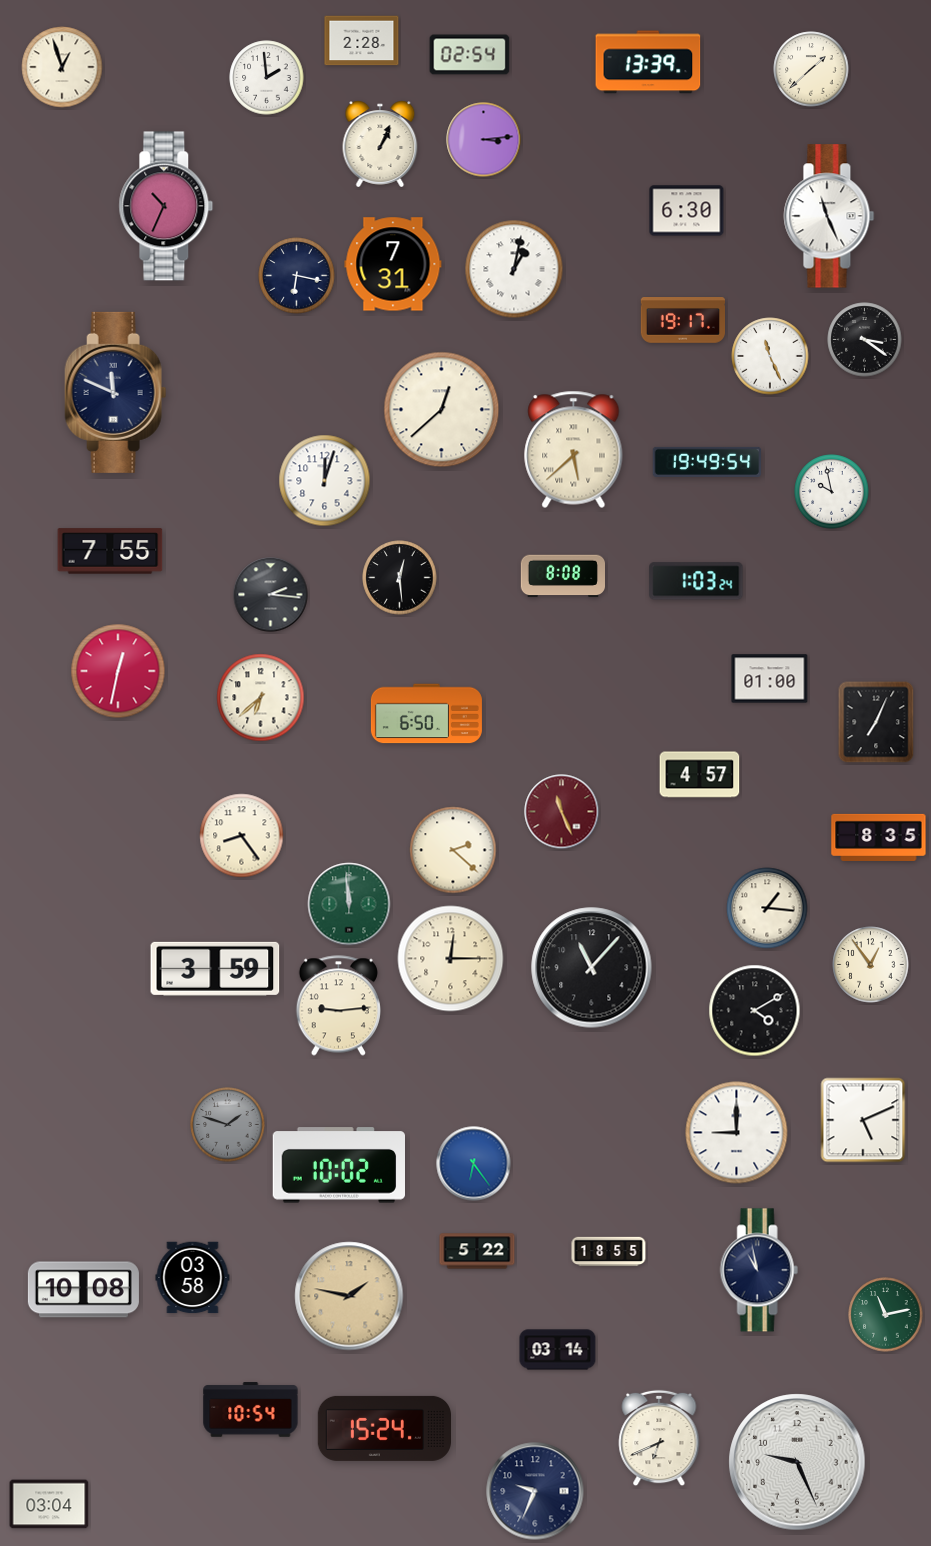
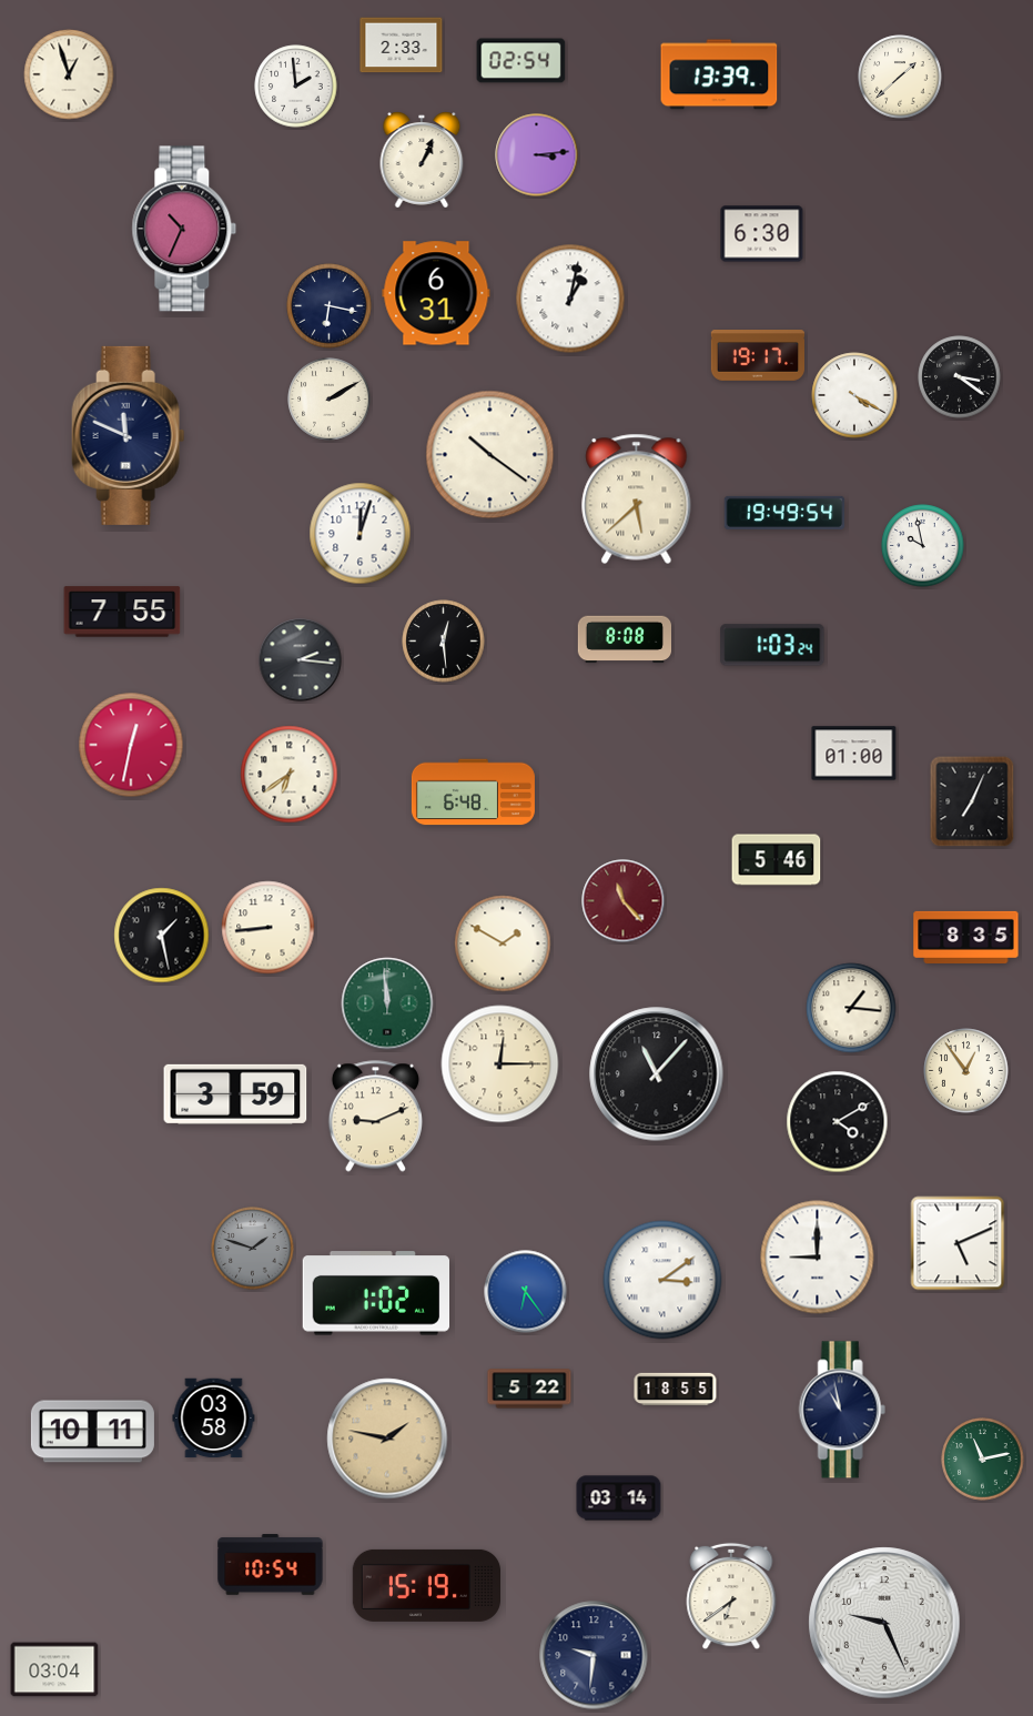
clock at (362, 41): 2:28 -> 2:33
clock at (648, 62) position: (648, 62) -> (719, 74)
clock at (829, 216): 11:26 -> none
clock at (393, 264): 7:31 -> 6:31
clock at (770, 356): 11:26 -> 4:20
clock at (330, 400): none -> 2:10
clock at (442, 410): 12:38 -> 10:21
clock at (261, 698): 6:38 -> 6:39
clock at (426, 714): 6:50 -> 6:48
clock at (700, 775): 4:57 -> 5:46
clock at (562, 812): 11:26 -> 11:23
clock at (242, 836): 8:24 -> 8:44
clock at (879, 837) position: (879, 837) -> (966, 937)
clock at (162, 936): none -> 1:28
clock at (453, 850): 2:22 -> 1:50
clock at (215, 969) position: (215, 969) -> (235, 1094)
clock at (338, 1006): 9:14 -> 9:11
clock at (662, 1280): none -> 3:09
clock at (338, 1165): 10:02 -> 1:02
clock at (83, 1290): 10:08 -> 10:11
clock at (251, 1410) position: (251, 1410) -> (271, 1565)
clock at (384, 1428): 15:24 -> 15:19
clock at (659, 1438): 6:41 -> 6:39
clock at (535, 1491): 9:34 -> 9:31
